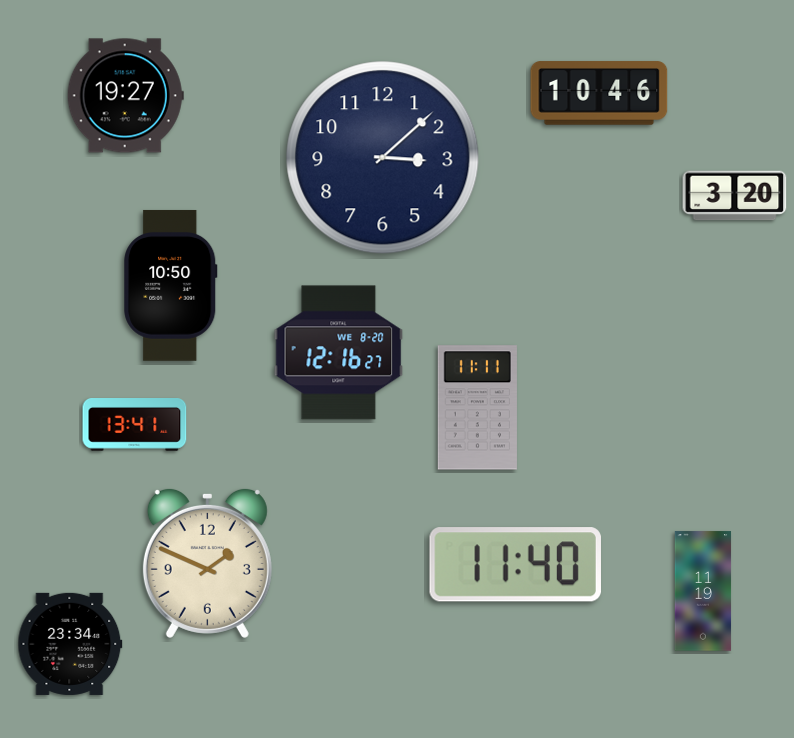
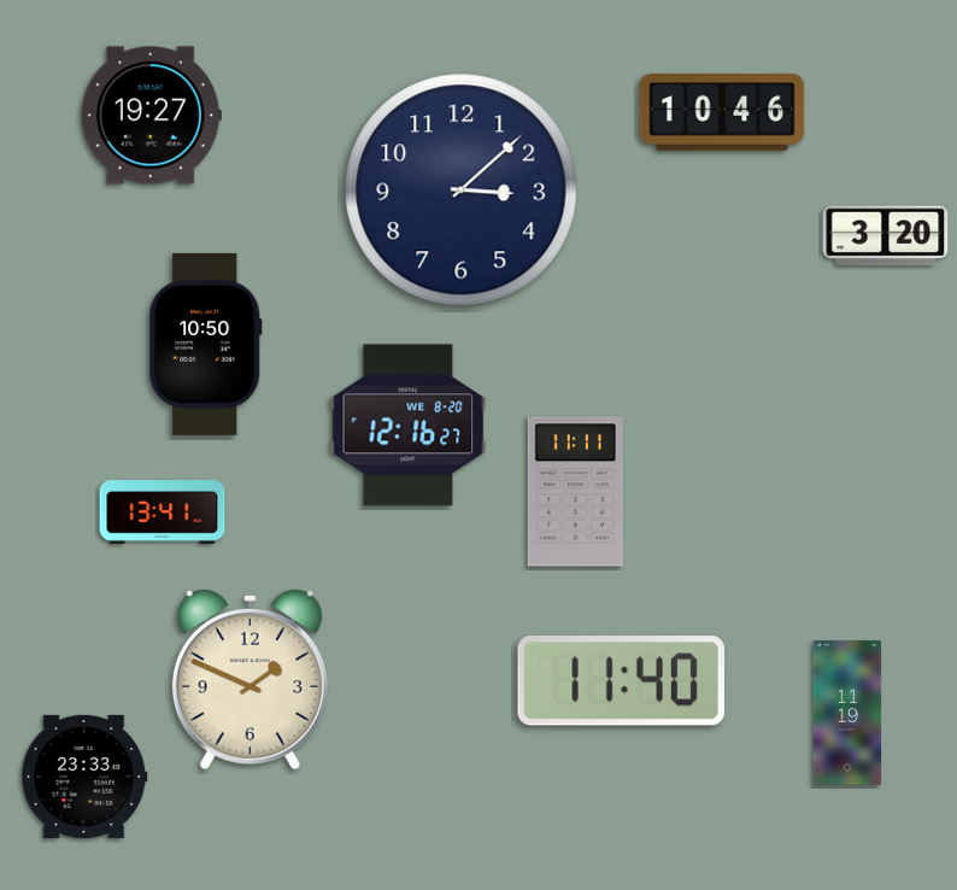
clock at (70, 644): 23:34 -> 23:33
